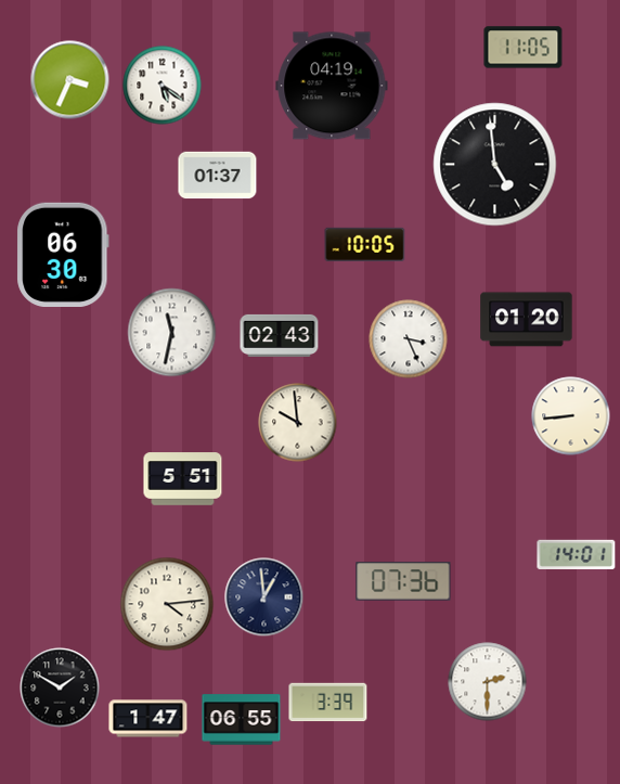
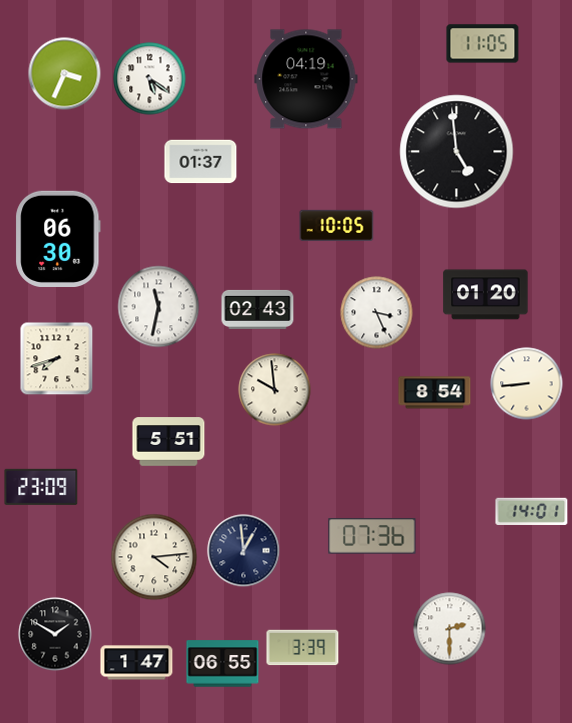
clock at (63, 254) position: (63, 254) -> (58, 238)
clock at (57, 359): none -> 7:42
clock at (435, 393): none -> 8:54
clock at (41, 487): none -> 23:09
